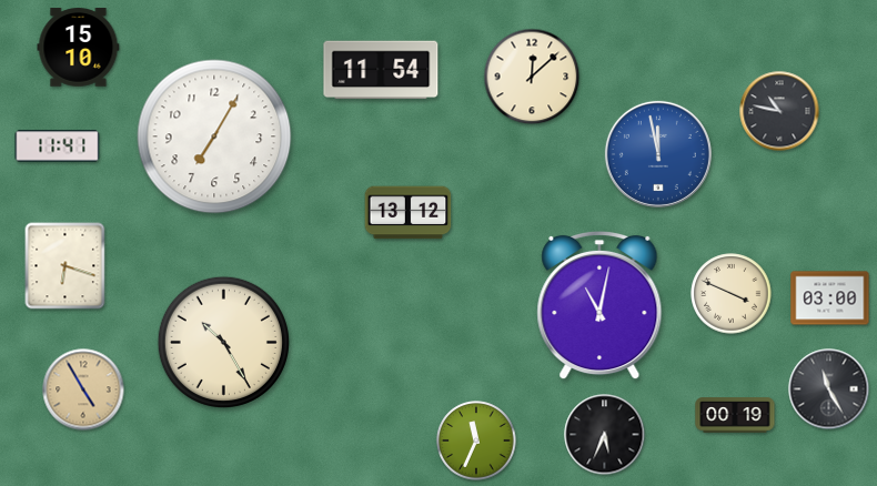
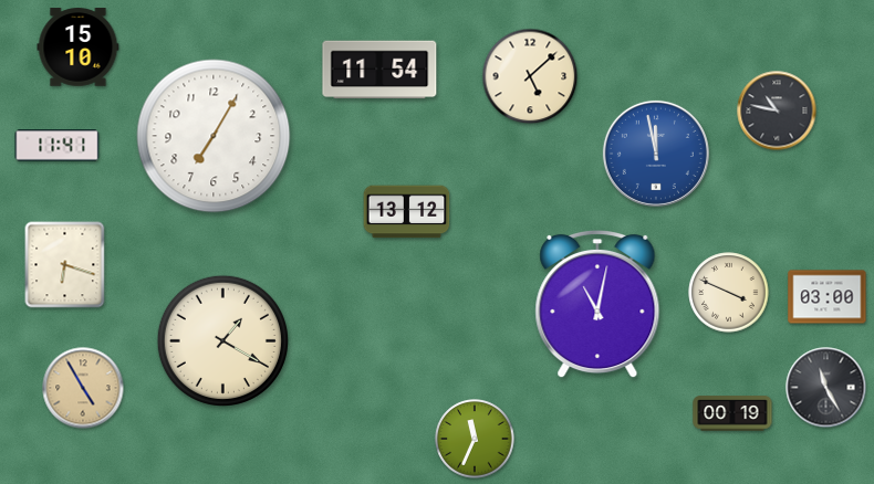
clock at (532, 77): 12:08 -> 5:08
clock at (223, 342): 10:25 -> 1:20
clock at (605, 435): 5:34 -> none
